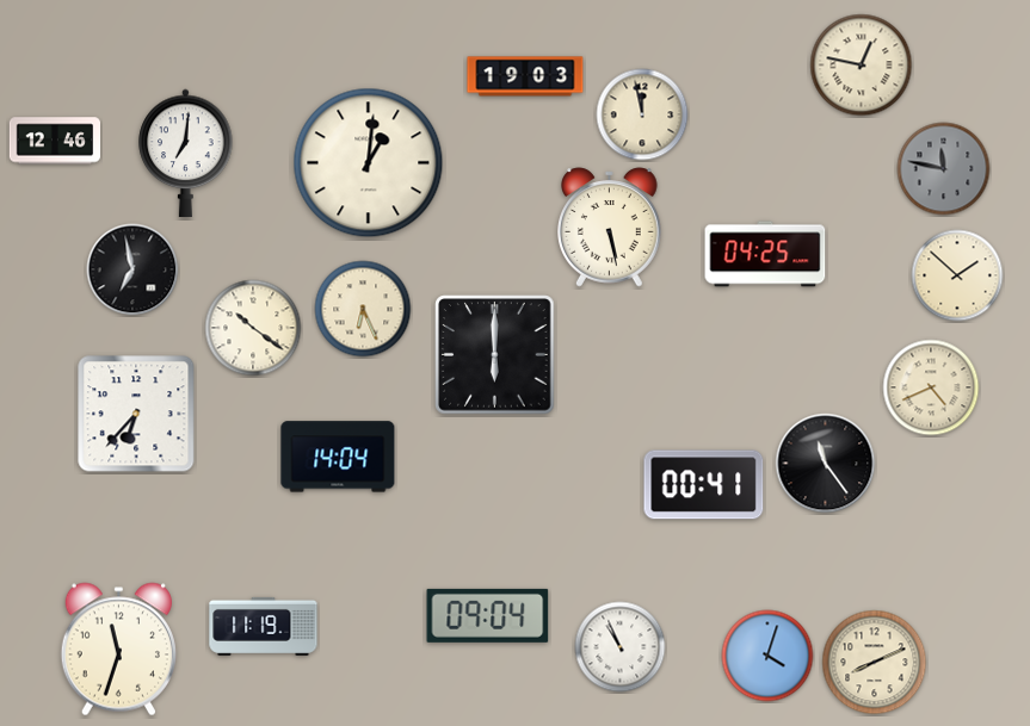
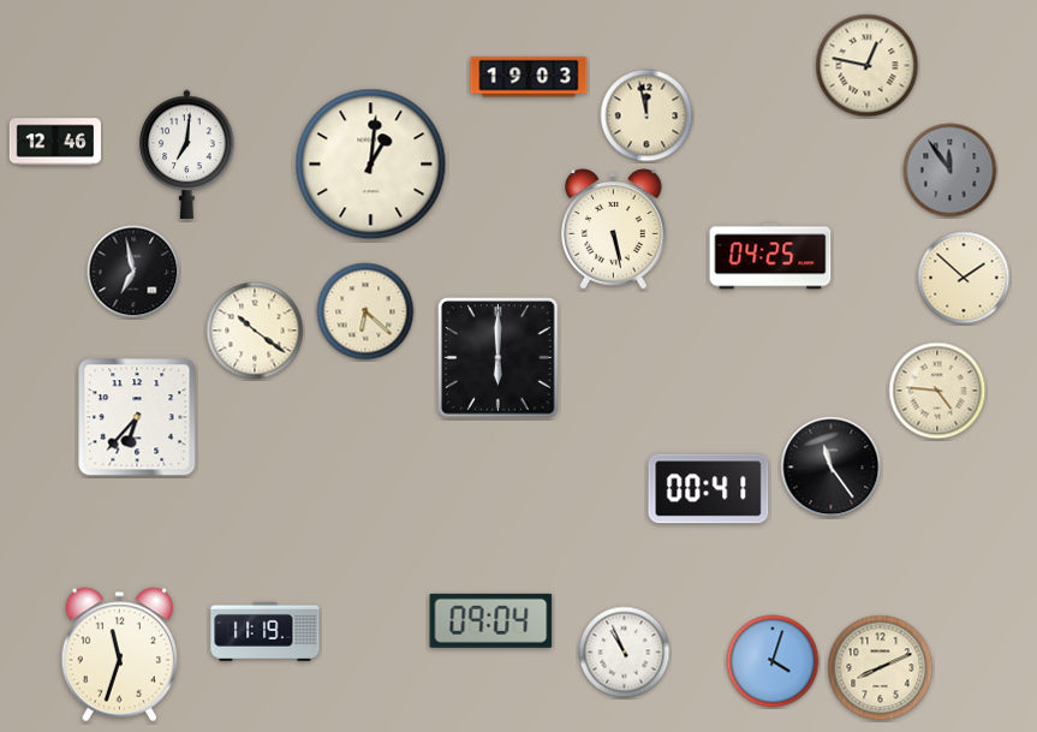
clock at (944, 169): 11:47 -> 11:54
clock at (363, 309): 6:26 -> 6:22
clock at (931, 387): 4:41 -> 4:46
clock at (338, 457): 14:04 -> none
